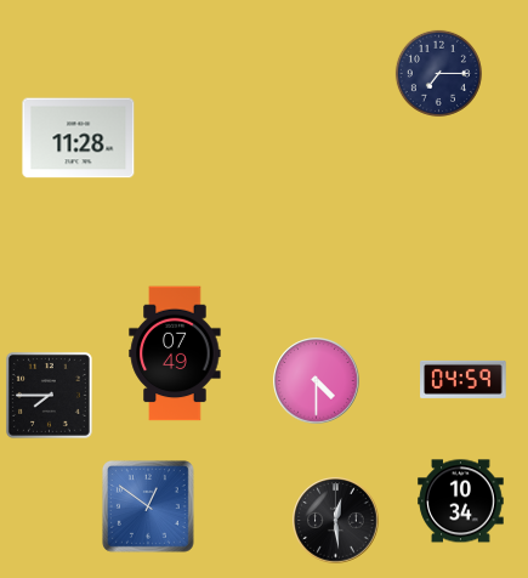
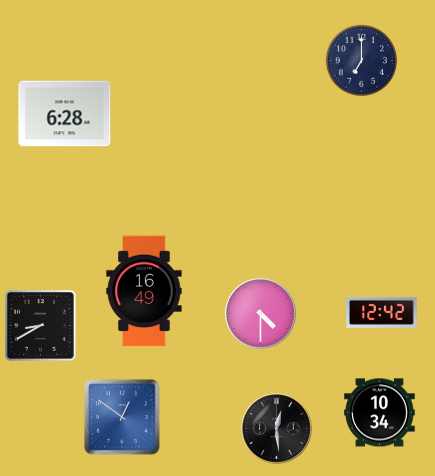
clock at (438, 73): 7:15 -> 7:00
clock at (79, 138): 11:28 -> 6:28
clock at (175, 353): 07:49 -> 16:49
clock at (464, 379): 04:59 -> 12:42
clock at (49, 395): 7:45 -> 8:40
